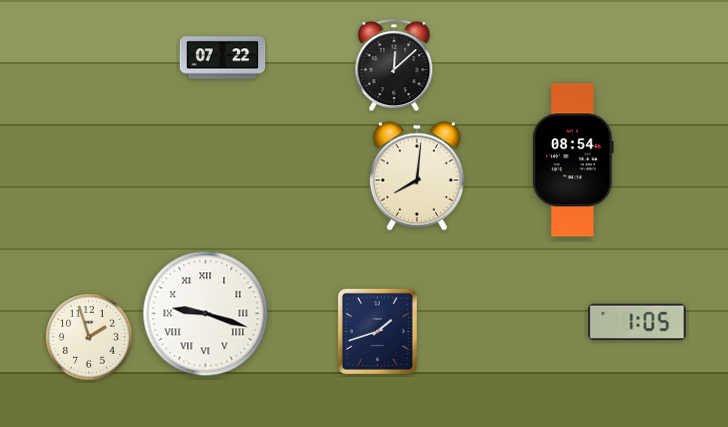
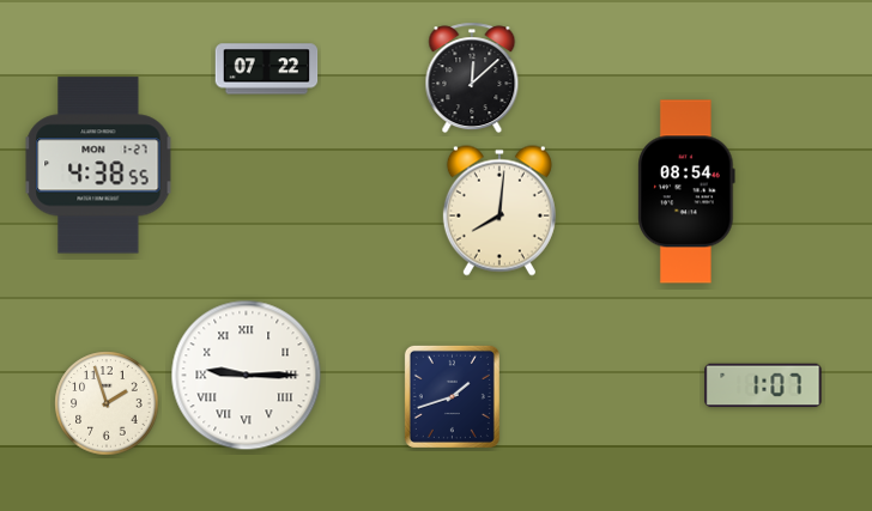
clock at (98, 165): none -> 4:38
clock at (206, 314): 9:18 -> 9:15
clock at (637, 322): 1:05 -> 1:07
